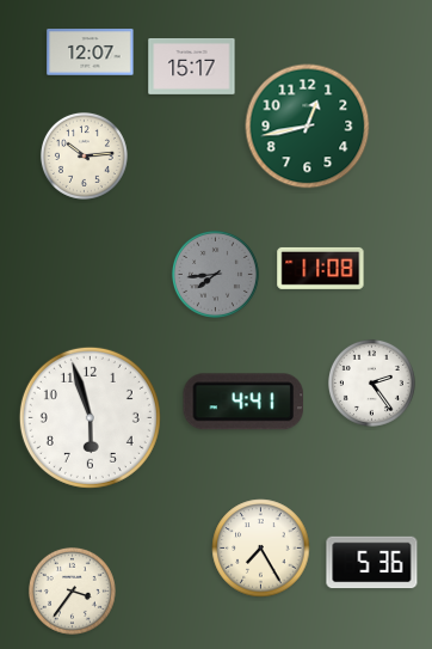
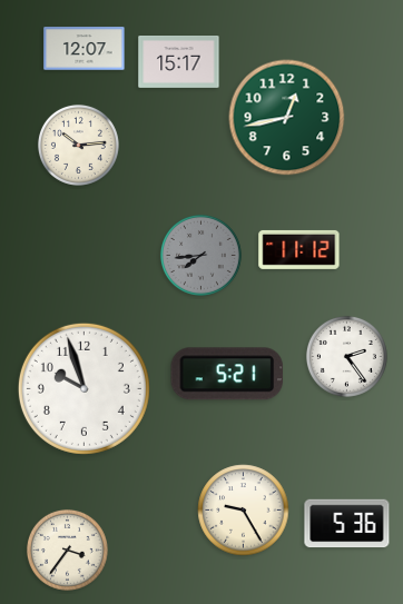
clock at (321, 268): 11:08 -> 11:12
clock at (243, 402): 4:41 -> 5:21
clock at (90, 417): 5:57 -> 9:57
clock at (261, 549): 7:25 -> 9:25
